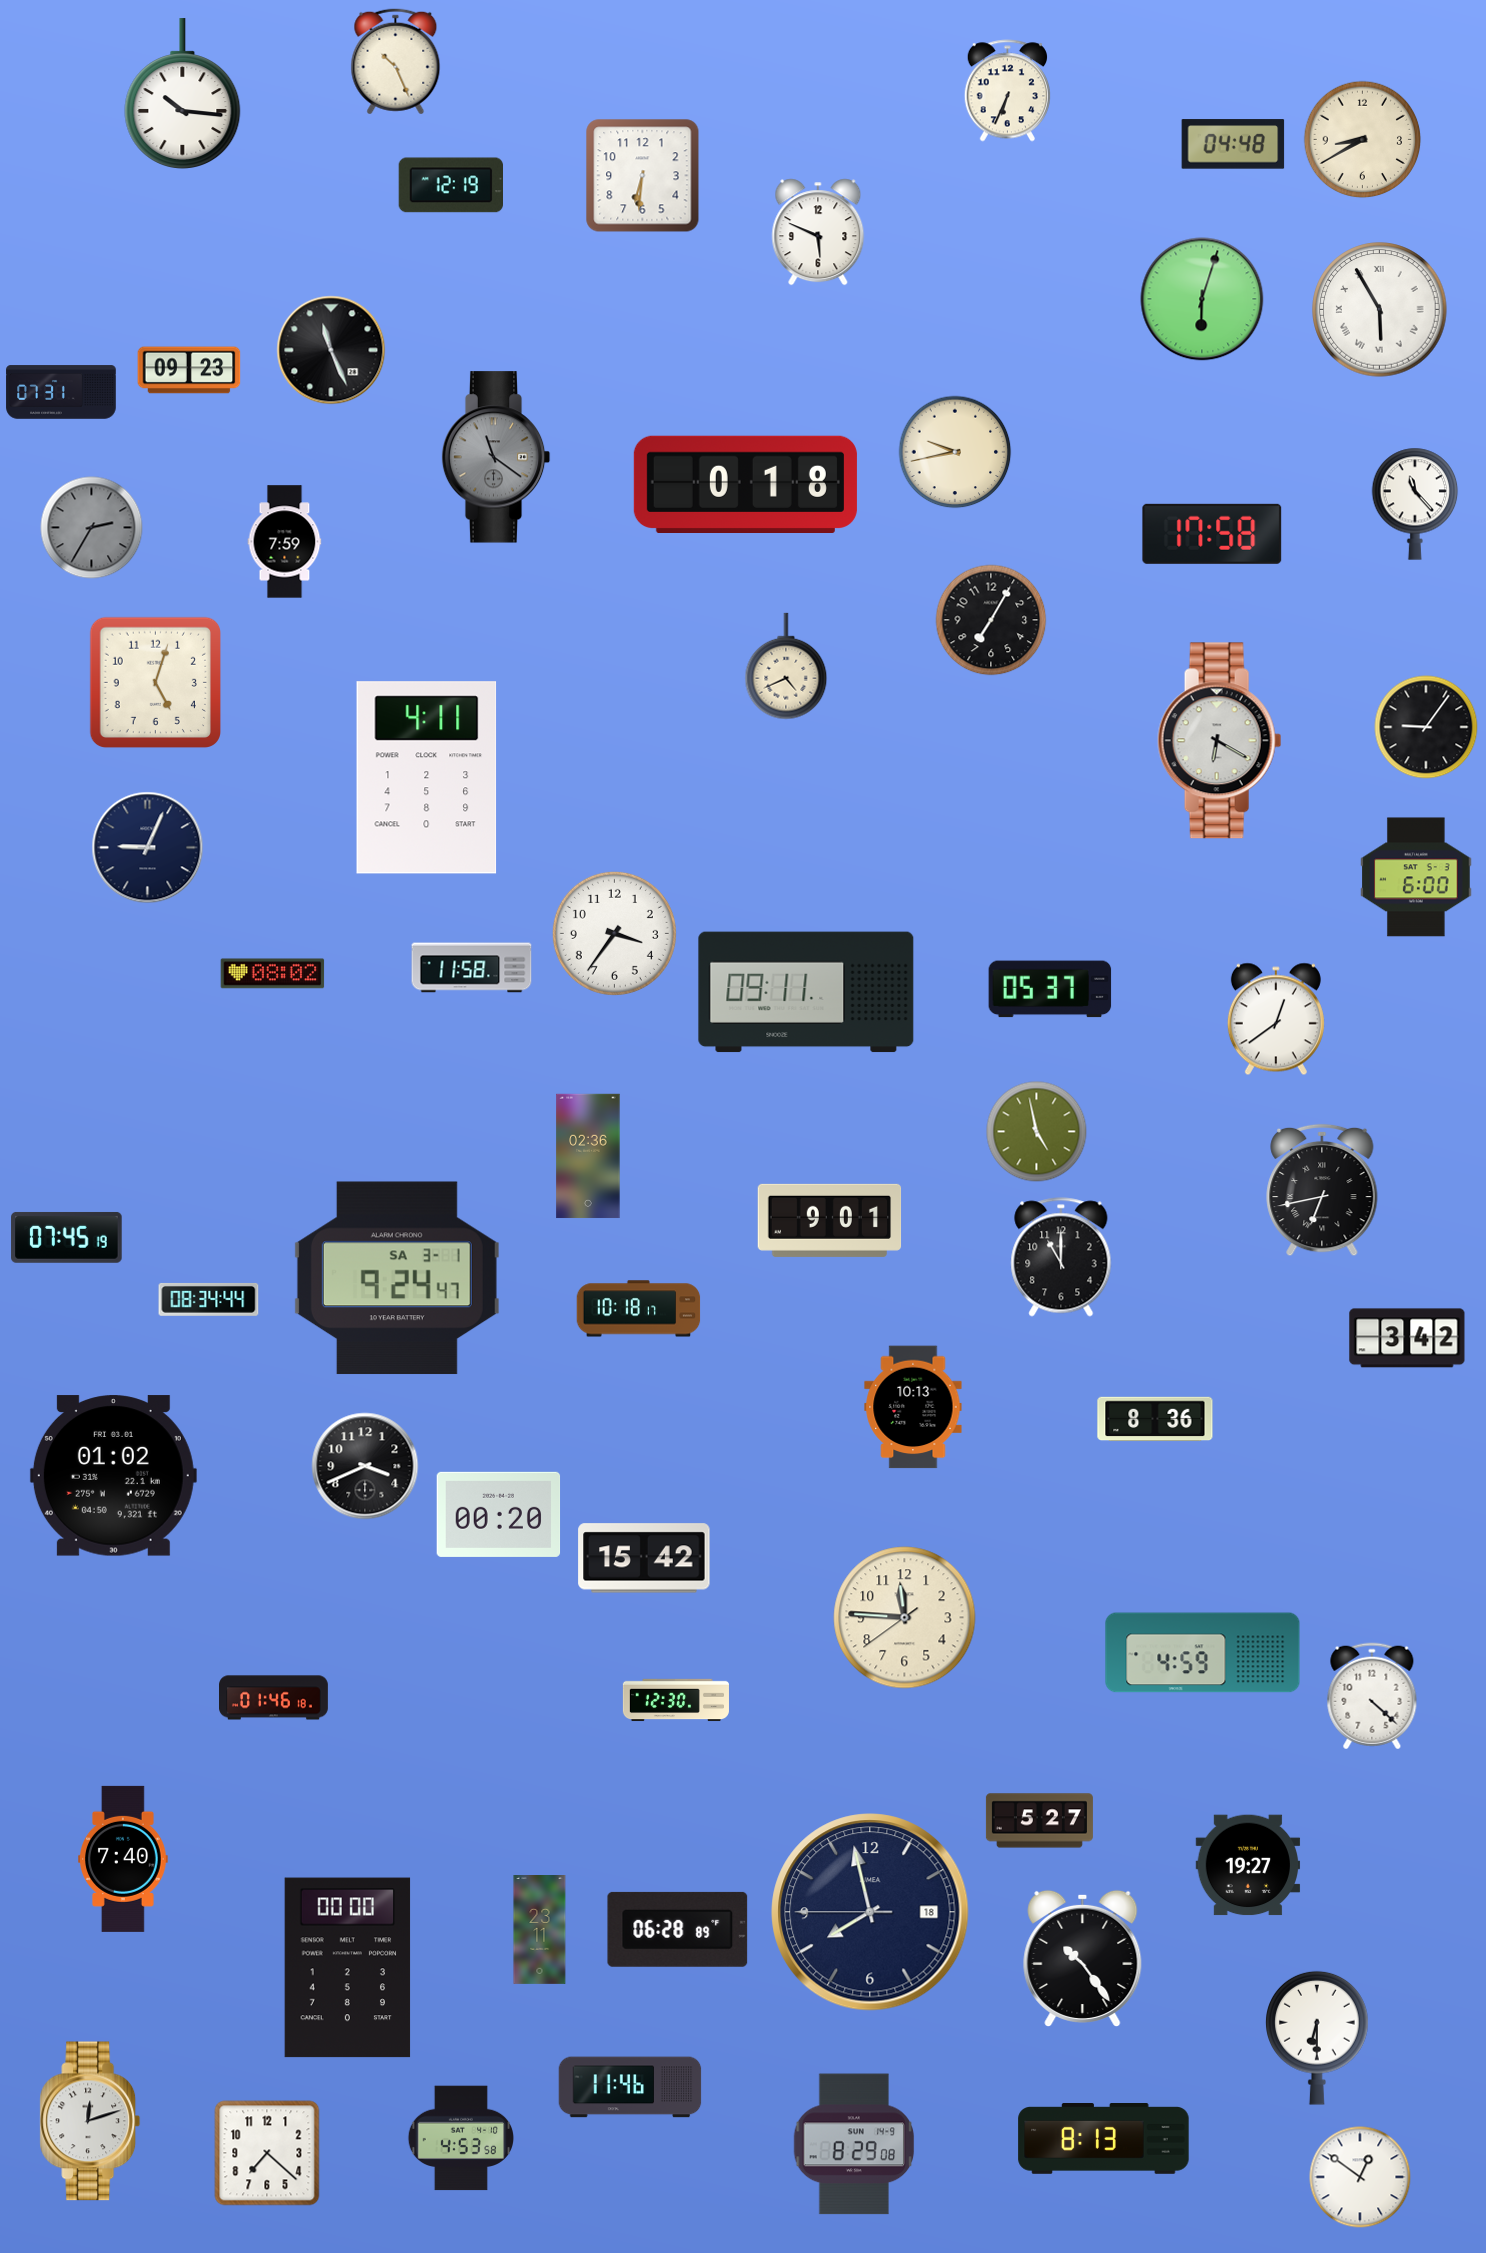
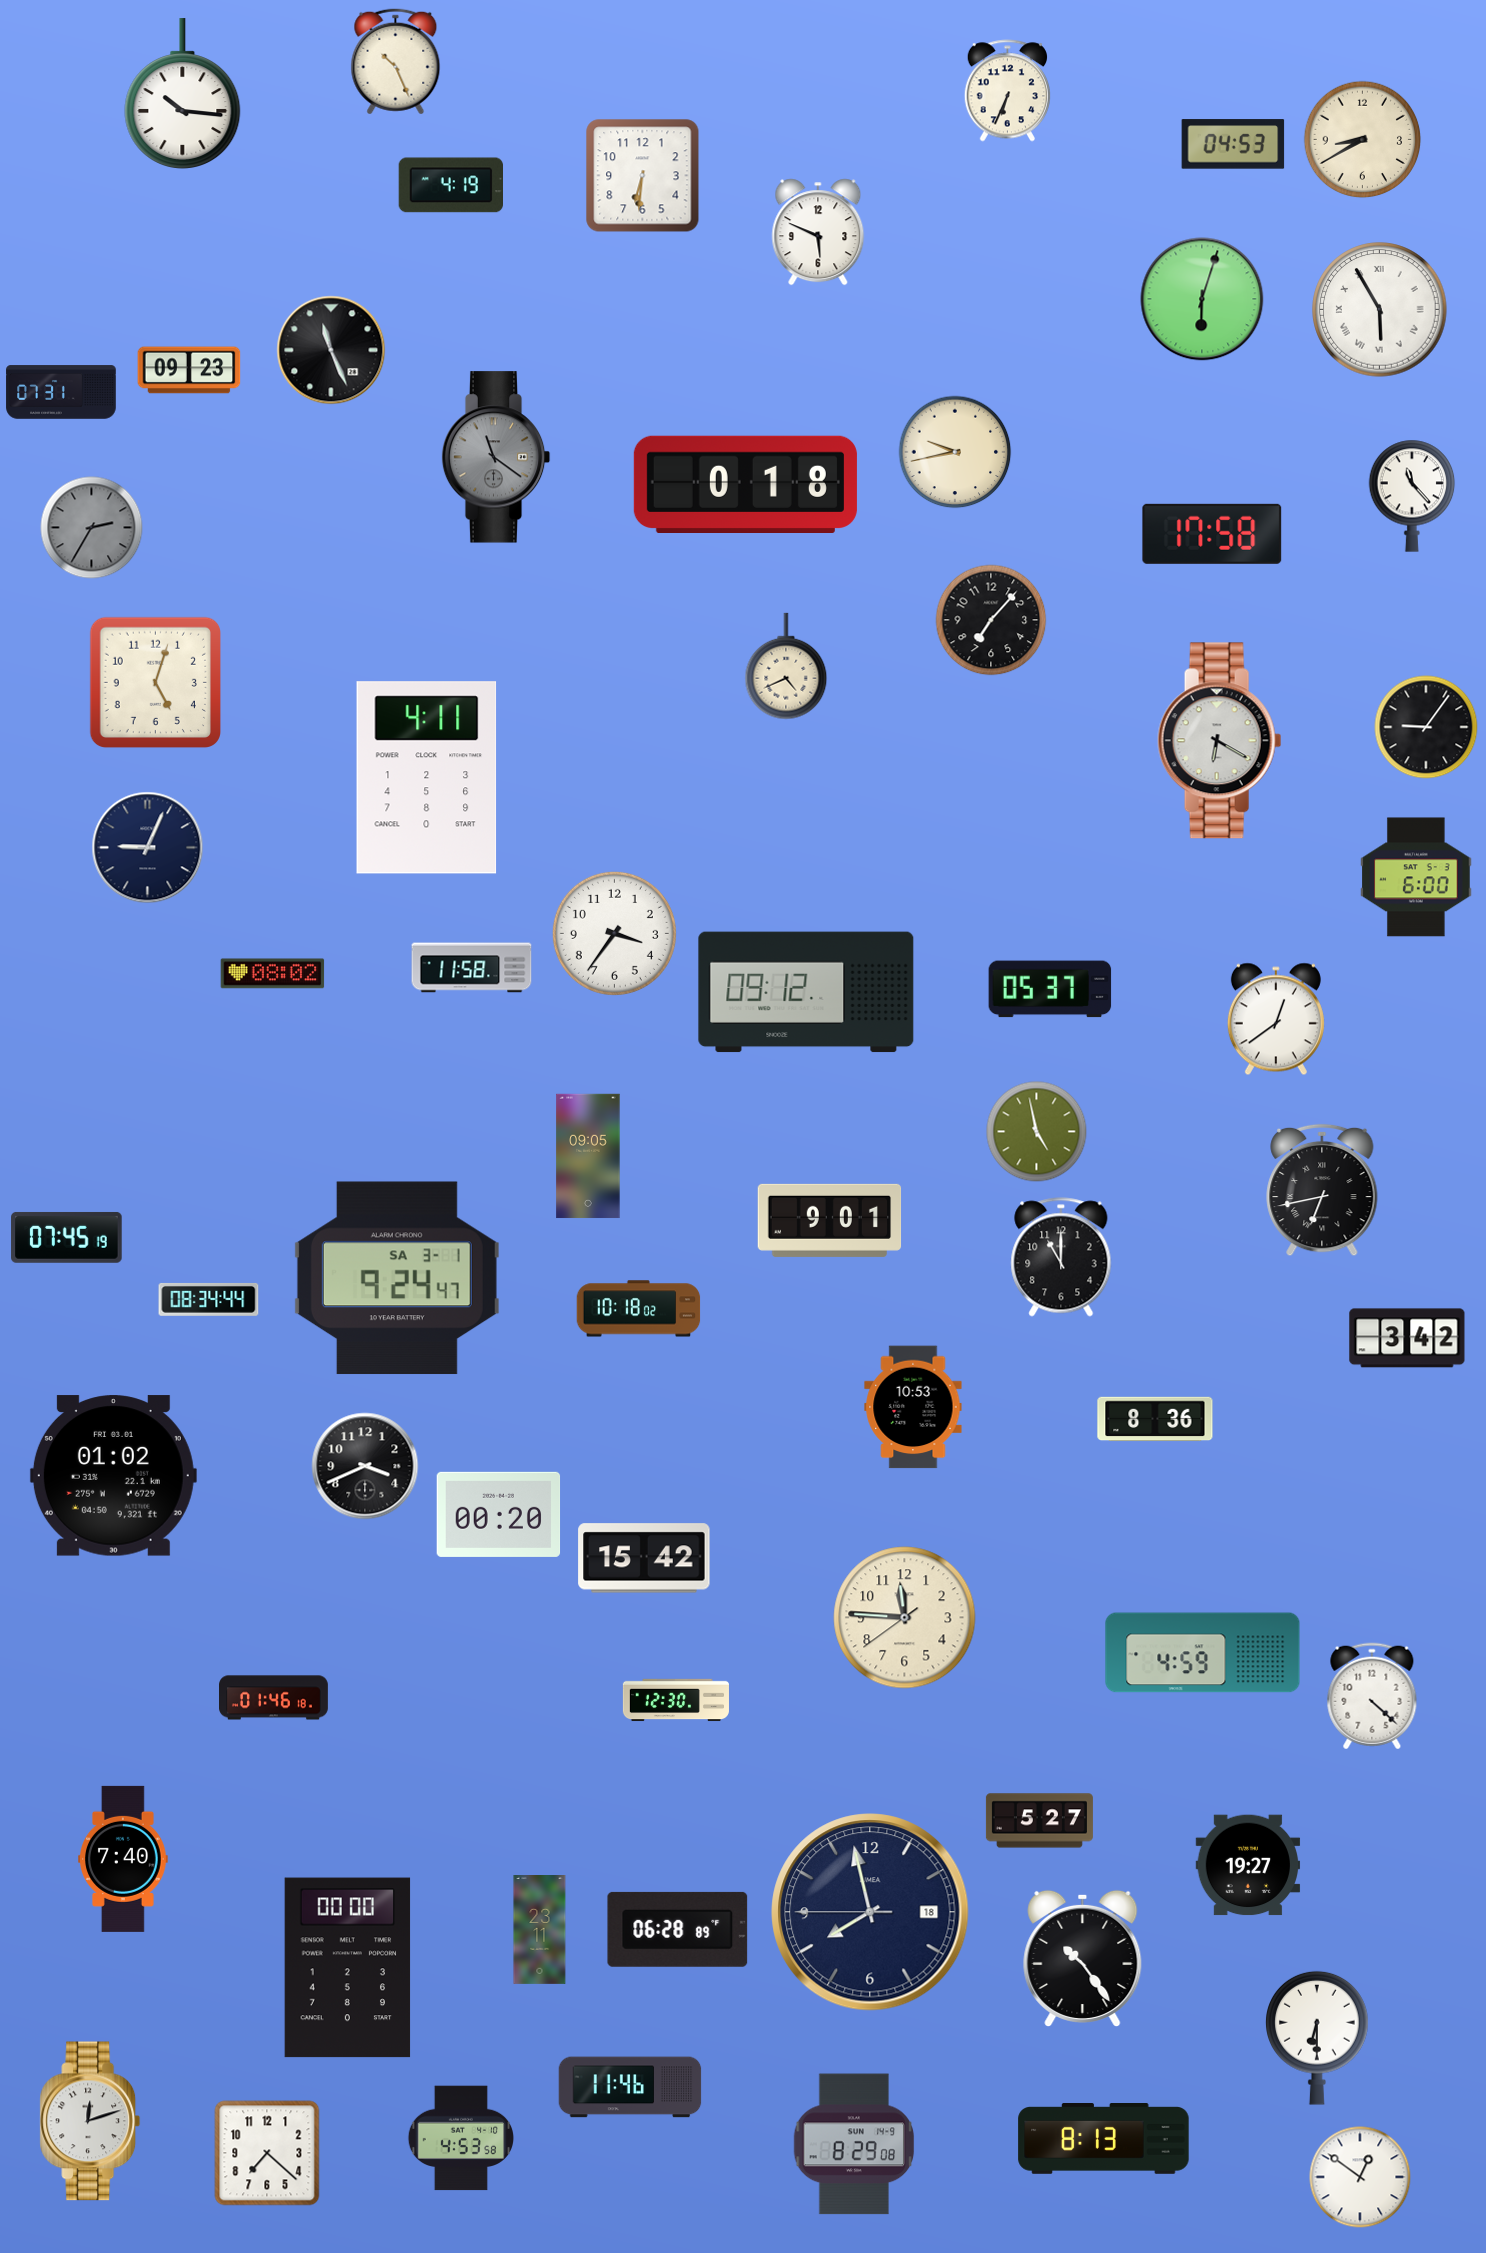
clock at (1233, 144): 04:48 -> 04:53
clock at (450, 185): 12:19 -> 4:19
clock at (1415, 504) position: (1415, 504) -> (1412, 496)
clock at (285, 542): 7:59 -> none
clock at (991, 620): 7:05 -> 7:07
clock at (806, 992): 09:11 -> 09:12
clock at (588, 1156): 02:36 -> 09:05
clock at (639, 1309): 10:18:17 -> 10:18:02
clock at (913, 1407): 10:13 -> 10:53
